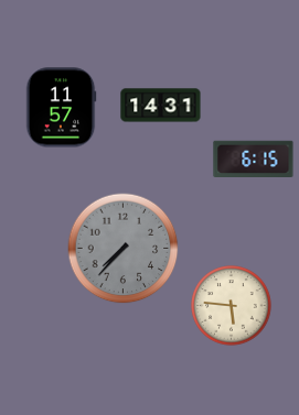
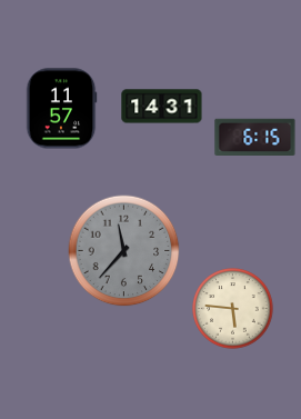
clock at (254, 159) position: (254, 159) -> (255, 137)
clock at (124, 249): 7:37 -> 11:37
